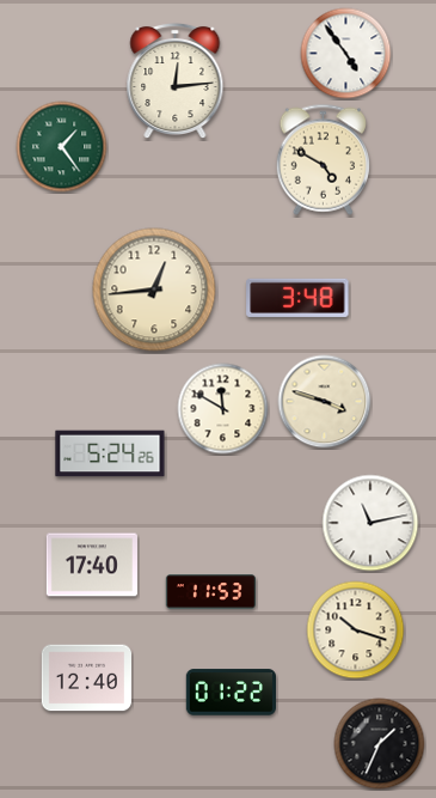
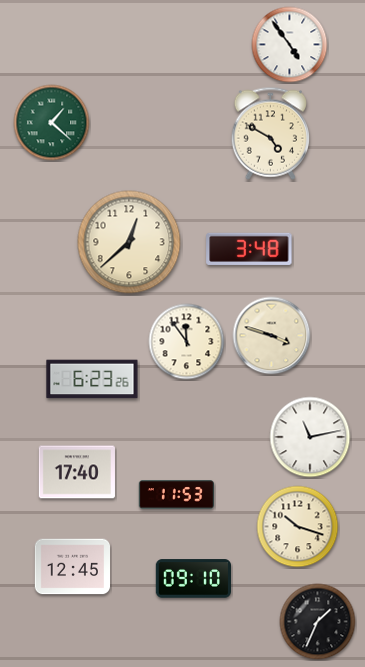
clock at (176, 81): 12:14 -> none
clock at (62, 147): 1:24 -> 1:22
clock at (154, 290): 12:44 -> 12:38
clock at (223, 409): 11:50 -> 11:54
clock at (110, 453): 5:24 -> 6:23
clock at (86, 678): 12:40 -> 12:45
clock at (231, 693): 01:22 -> 09:10
